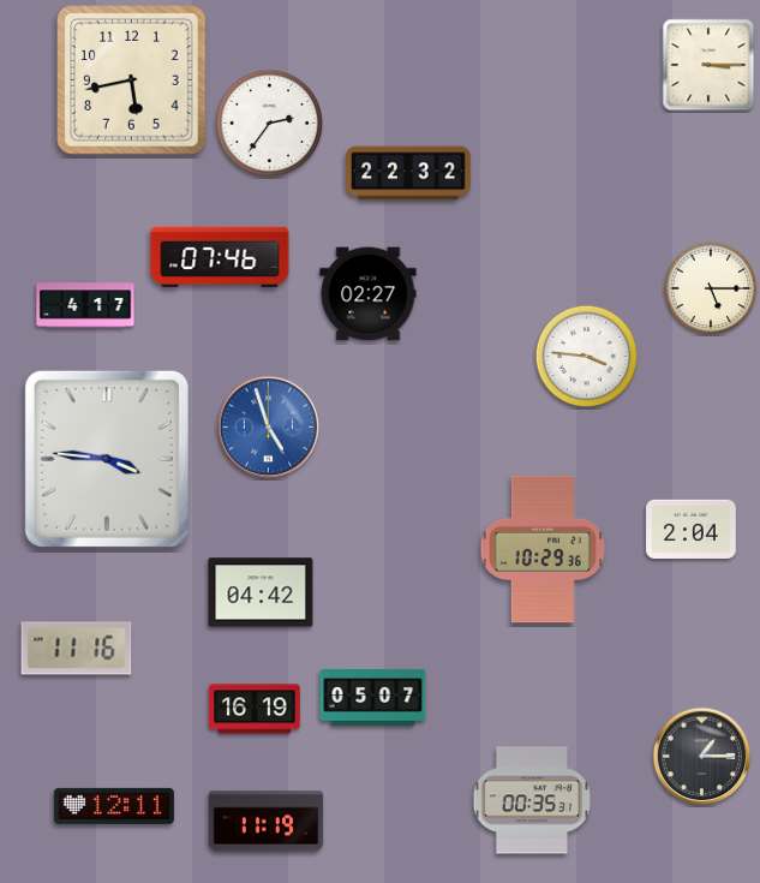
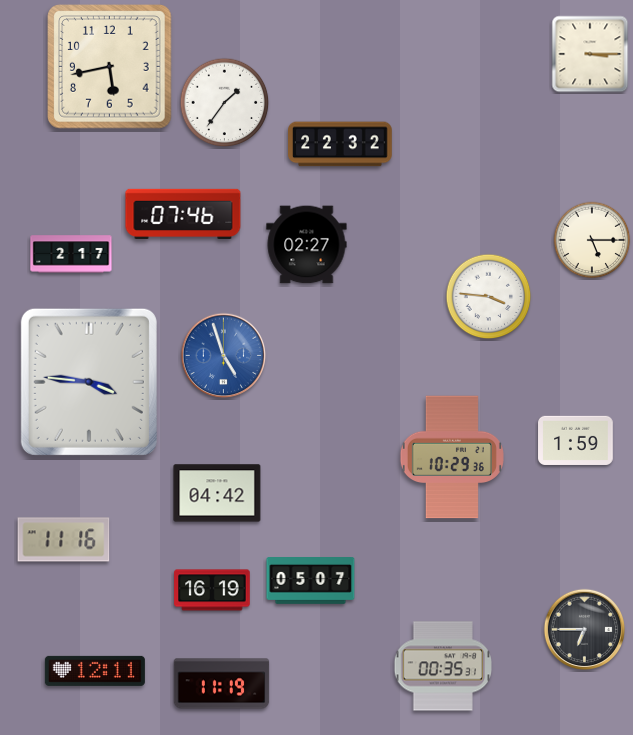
clock at (270, 124): 2:36 -> 1:36
clock at (85, 305): 4:17 -> 2:17
clock at (692, 529): 2:04 -> 1:59
clock at (701, 756): 1:15 -> 6:45
